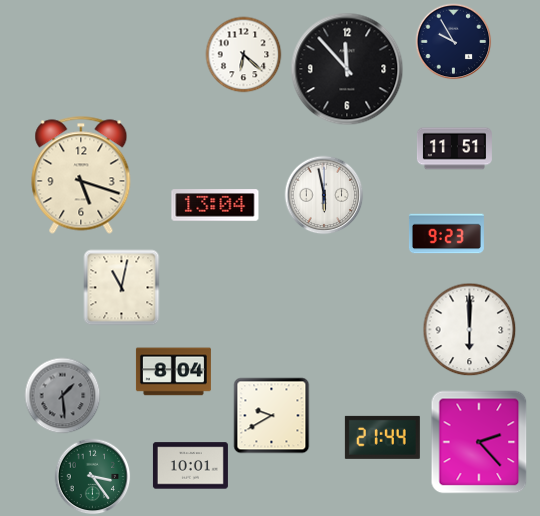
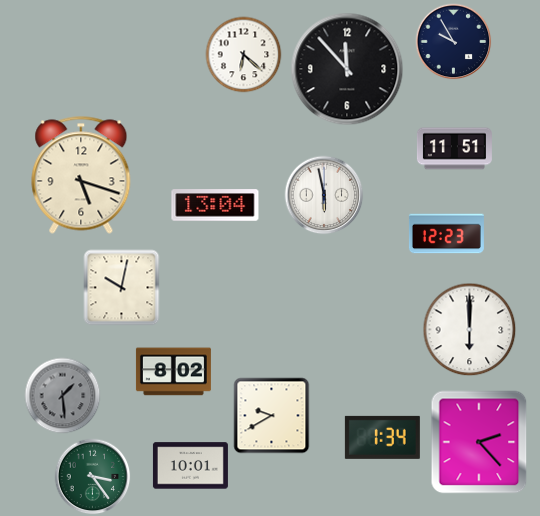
clock at (446, 234): 9:23 -> 12:23
clock at (122, 288): 11:02 -> 10:02
clock at (173, 372): 8:04 -> 8:02
clock at (382, 437): 21:44 -> 1:34
